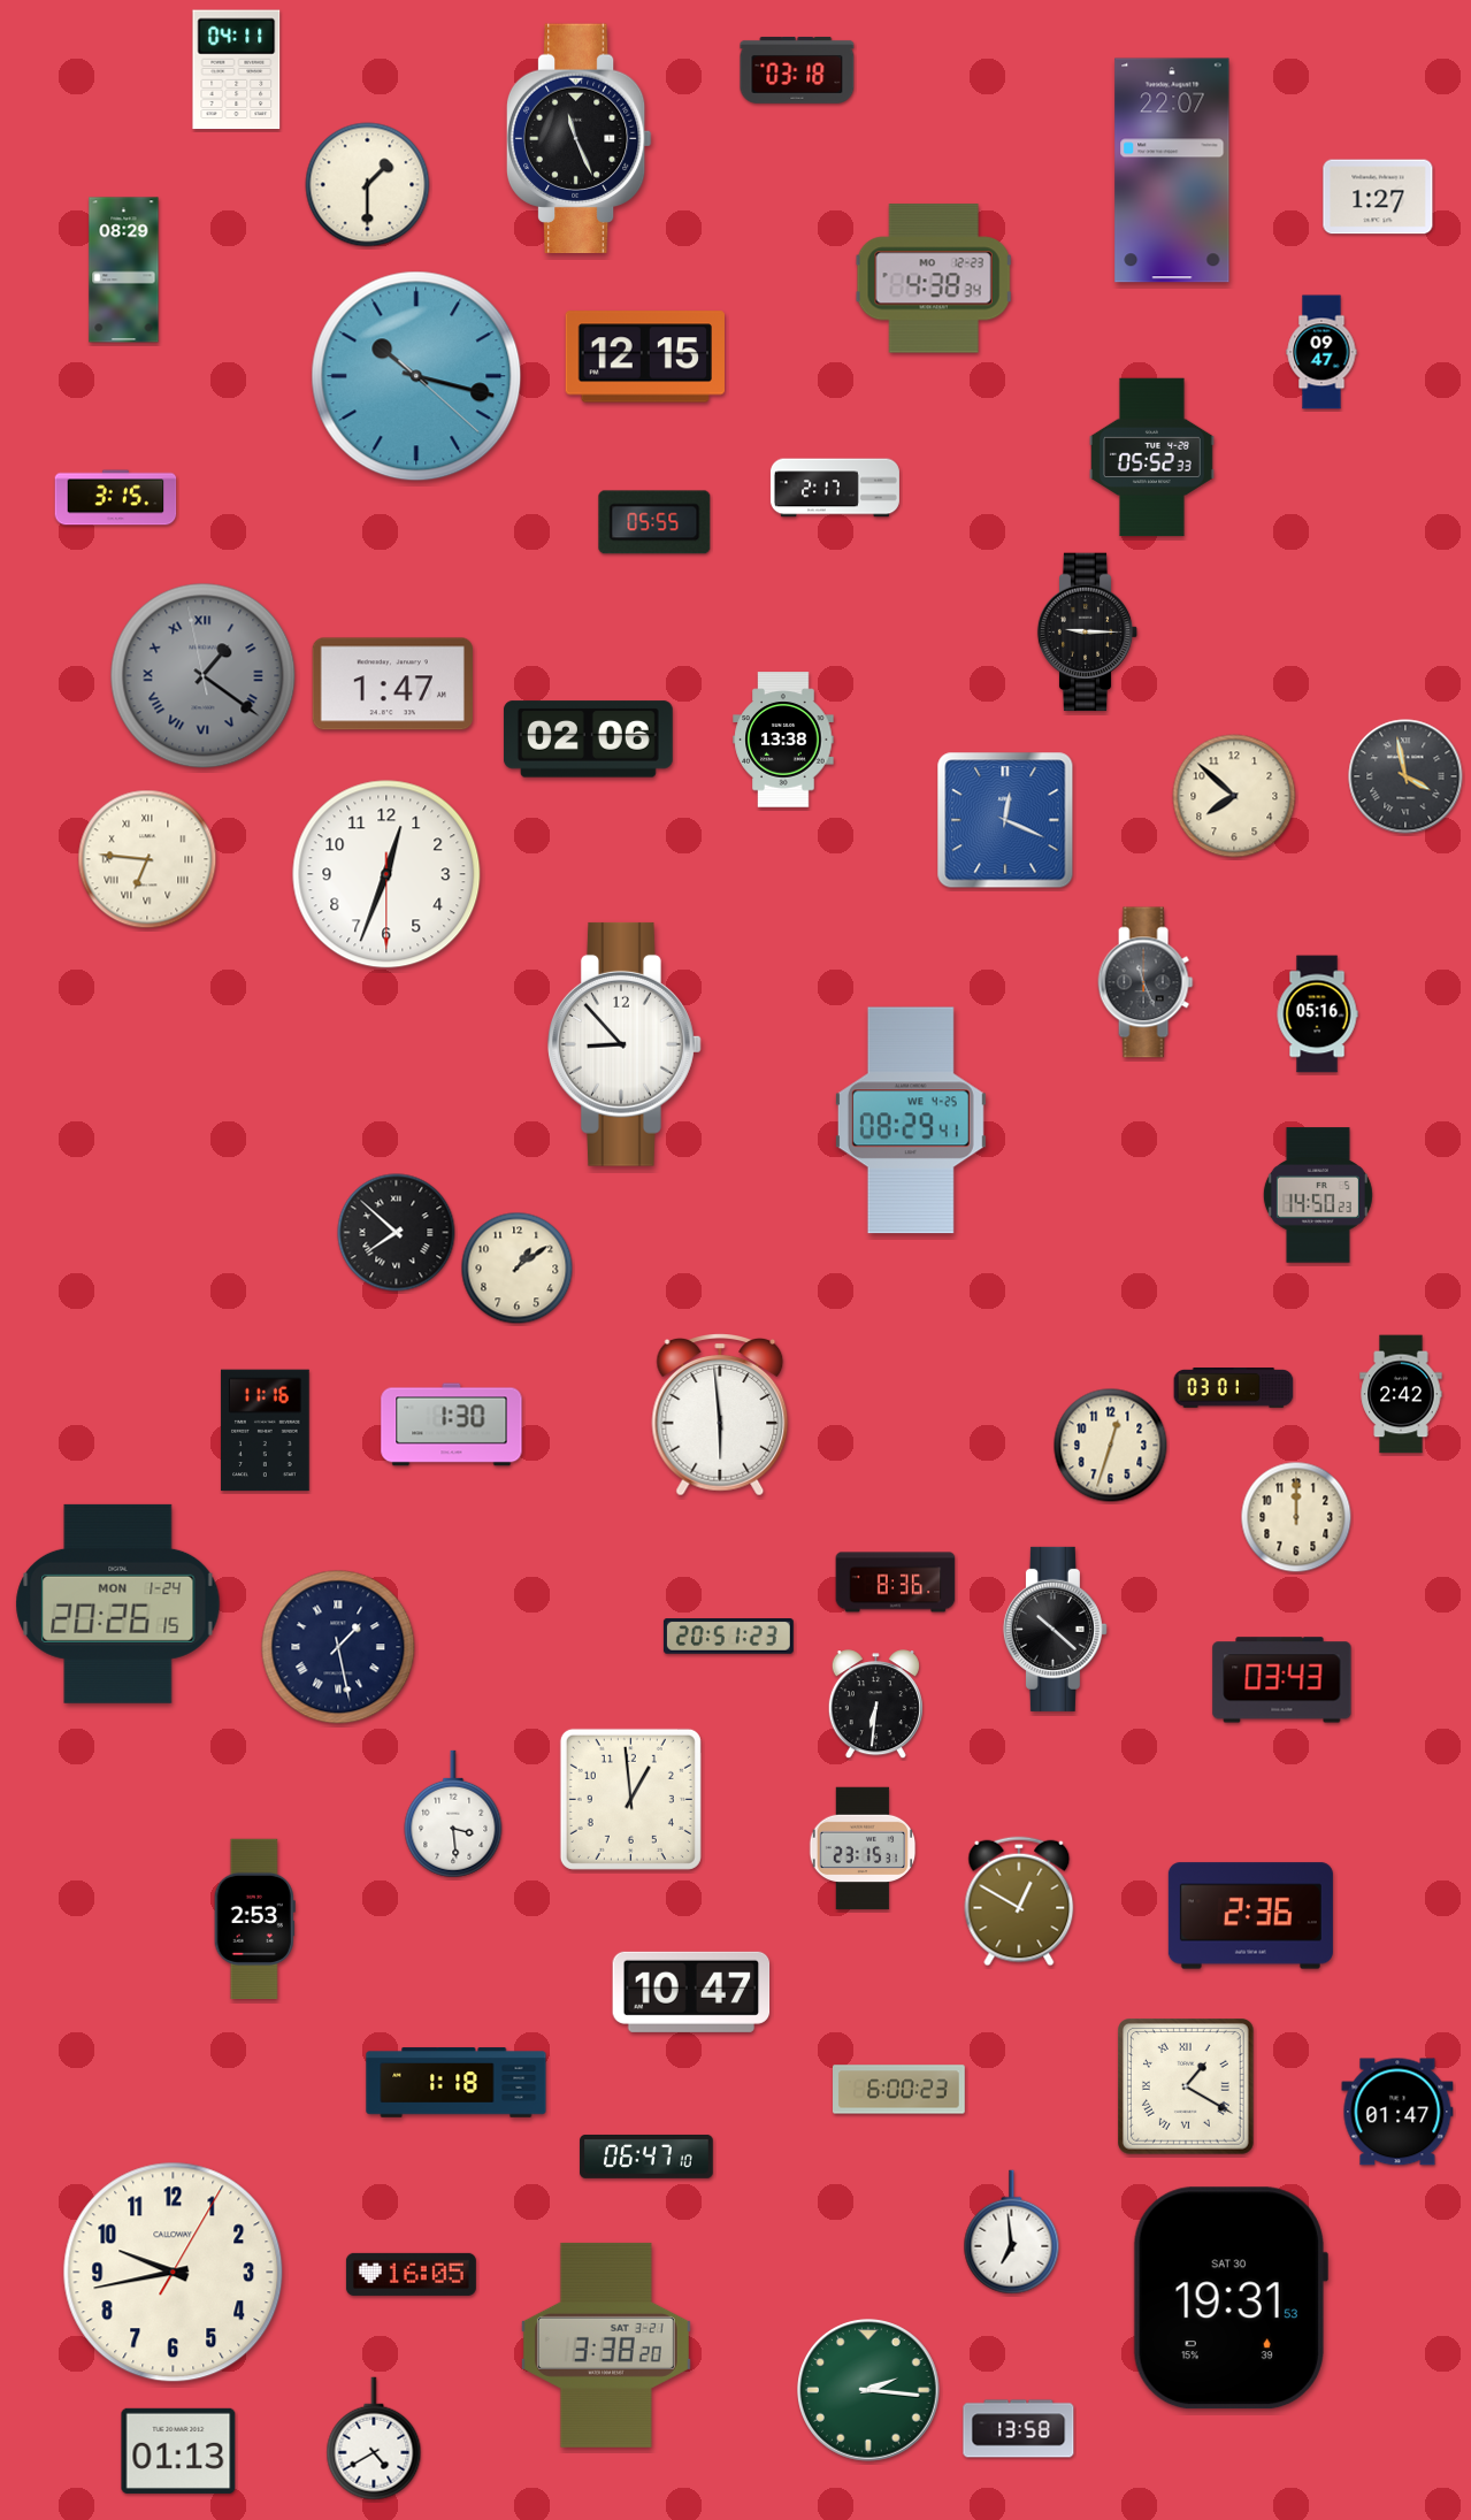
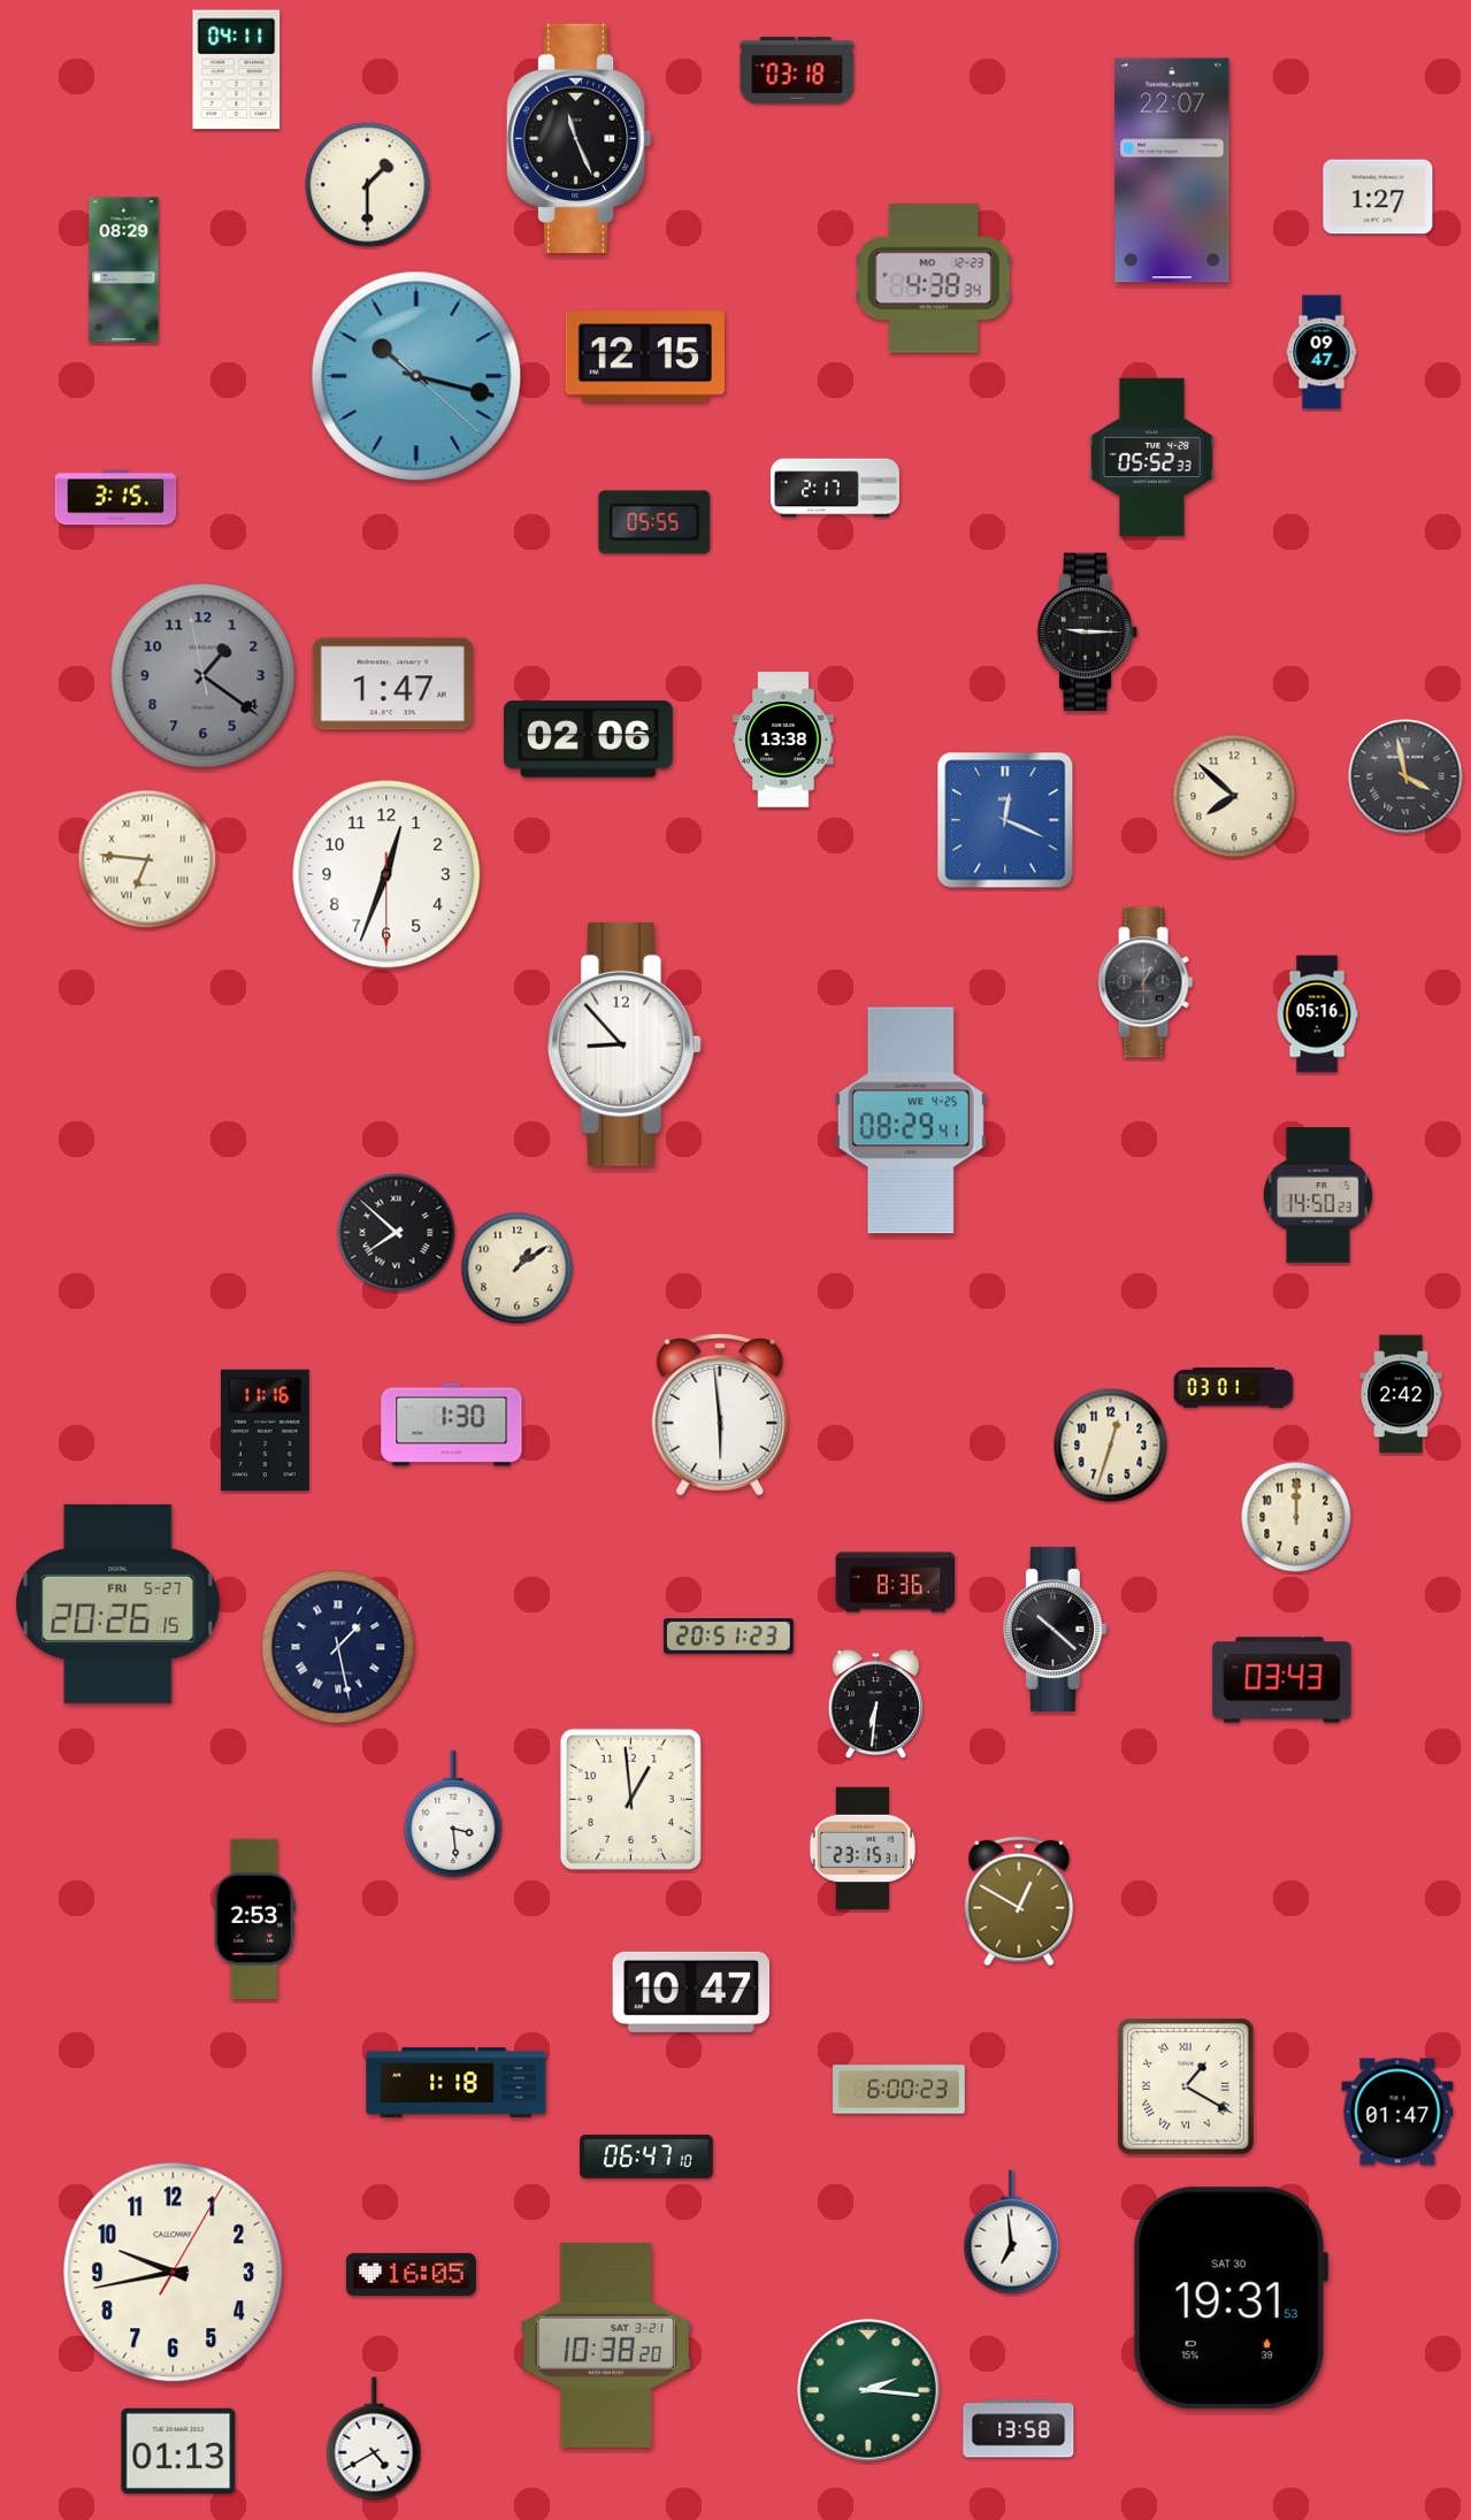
clock at (204, 676) numerals: Roman -> Arabic
clock at (1146, 982): 11:26 -> 1:00
clock at (118, 1603) date: MON 1-24 -> FRI 5-27
clock at (1250, 1916): 2:36 -> none
clock at (606, 2345): 3:38 -> 10:38
